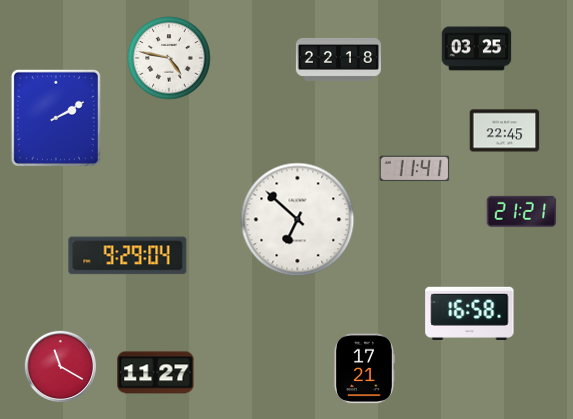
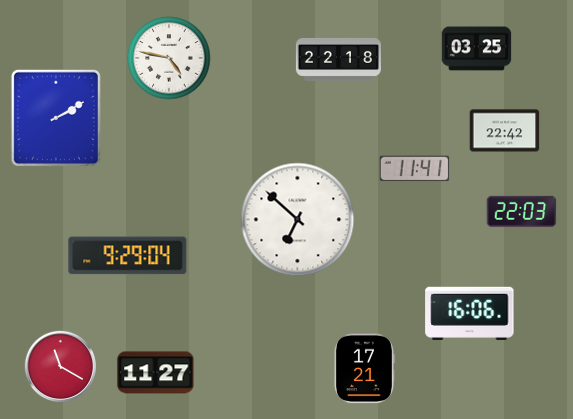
clock at (505, 131): 22:45 -> 22:42
clock at (522, 211): 21:21 -> 22:03
clock at (470, 313): 16:58 -> 16:06
